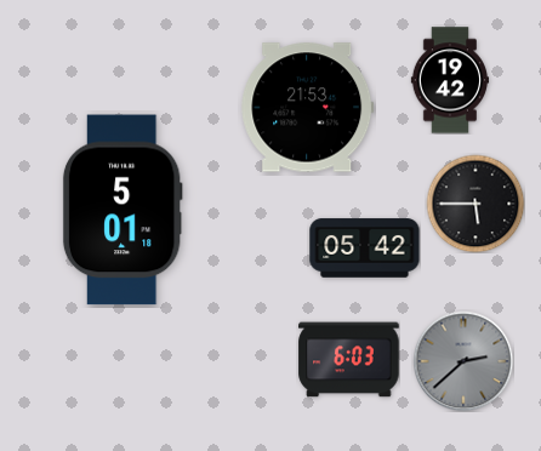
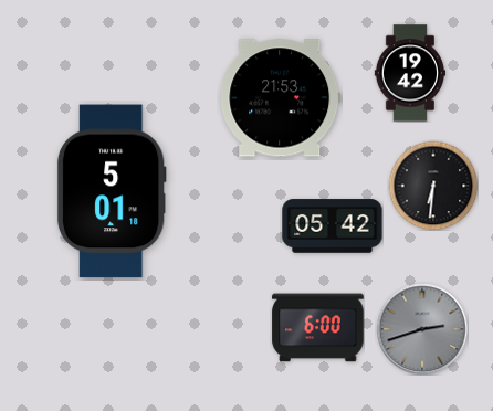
clock at (475, 204): 5:45 -> 6:31
clock at (349, 360): 6:03 -> 6:00
clock at (463, 361): 2:38 -> 2:42
